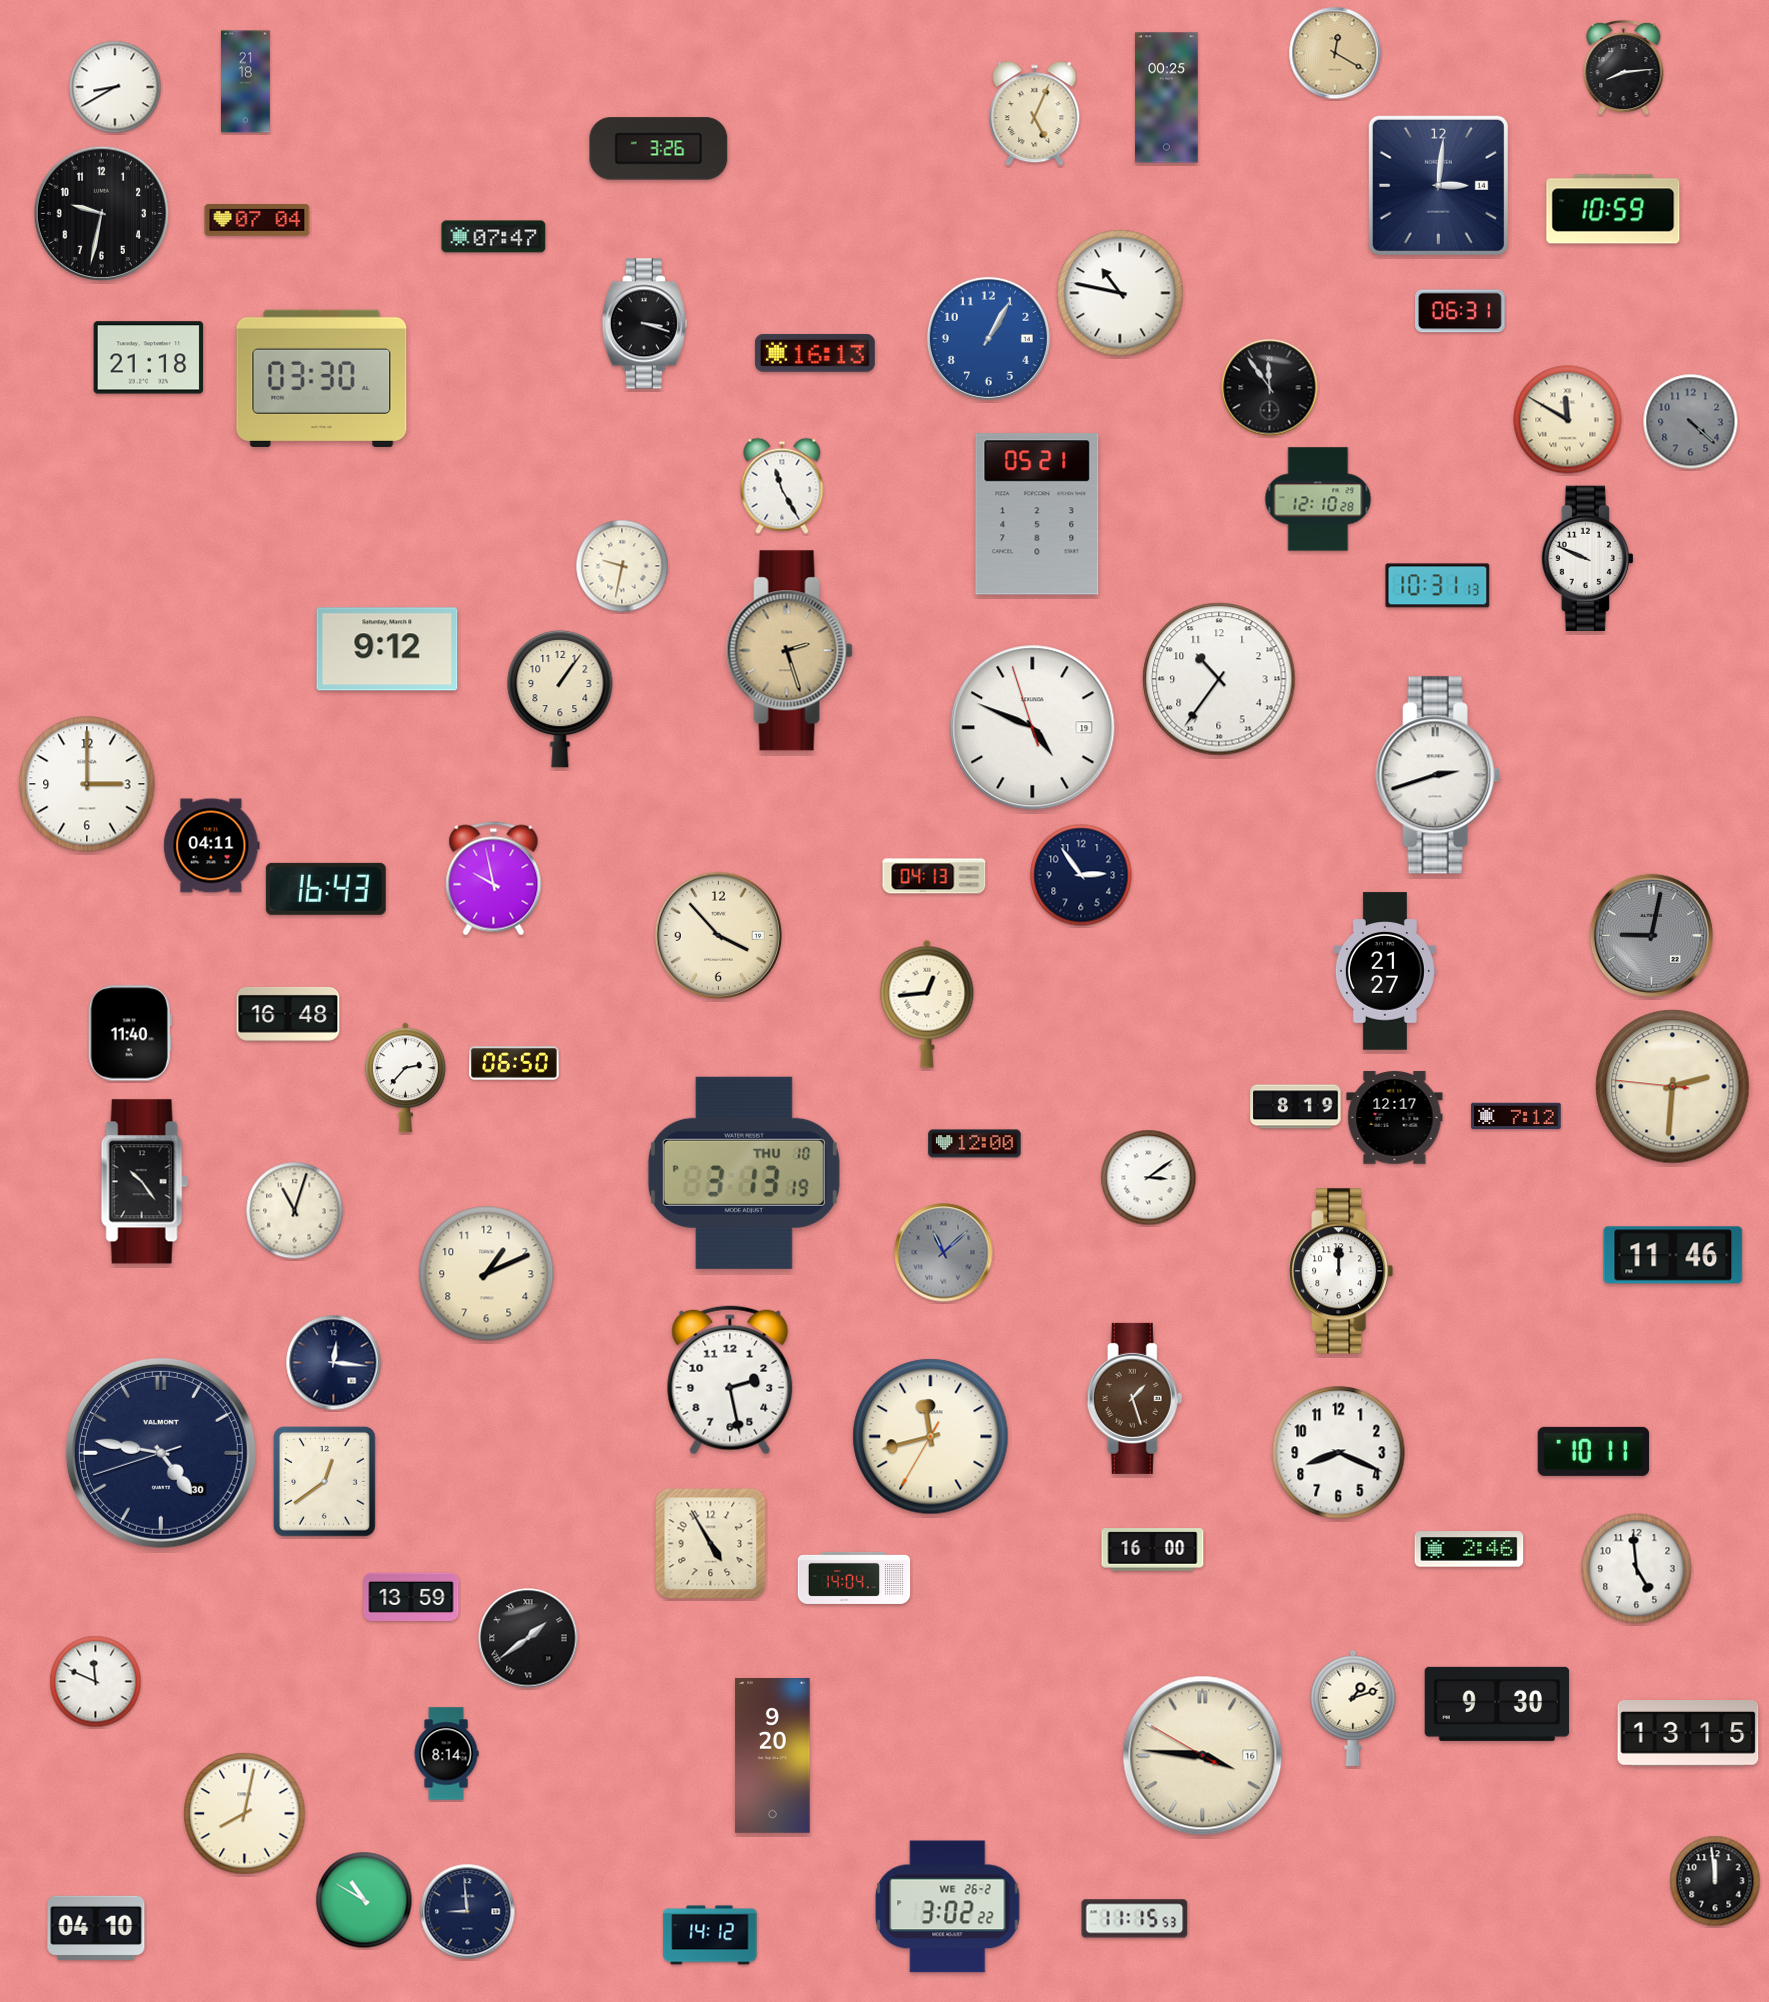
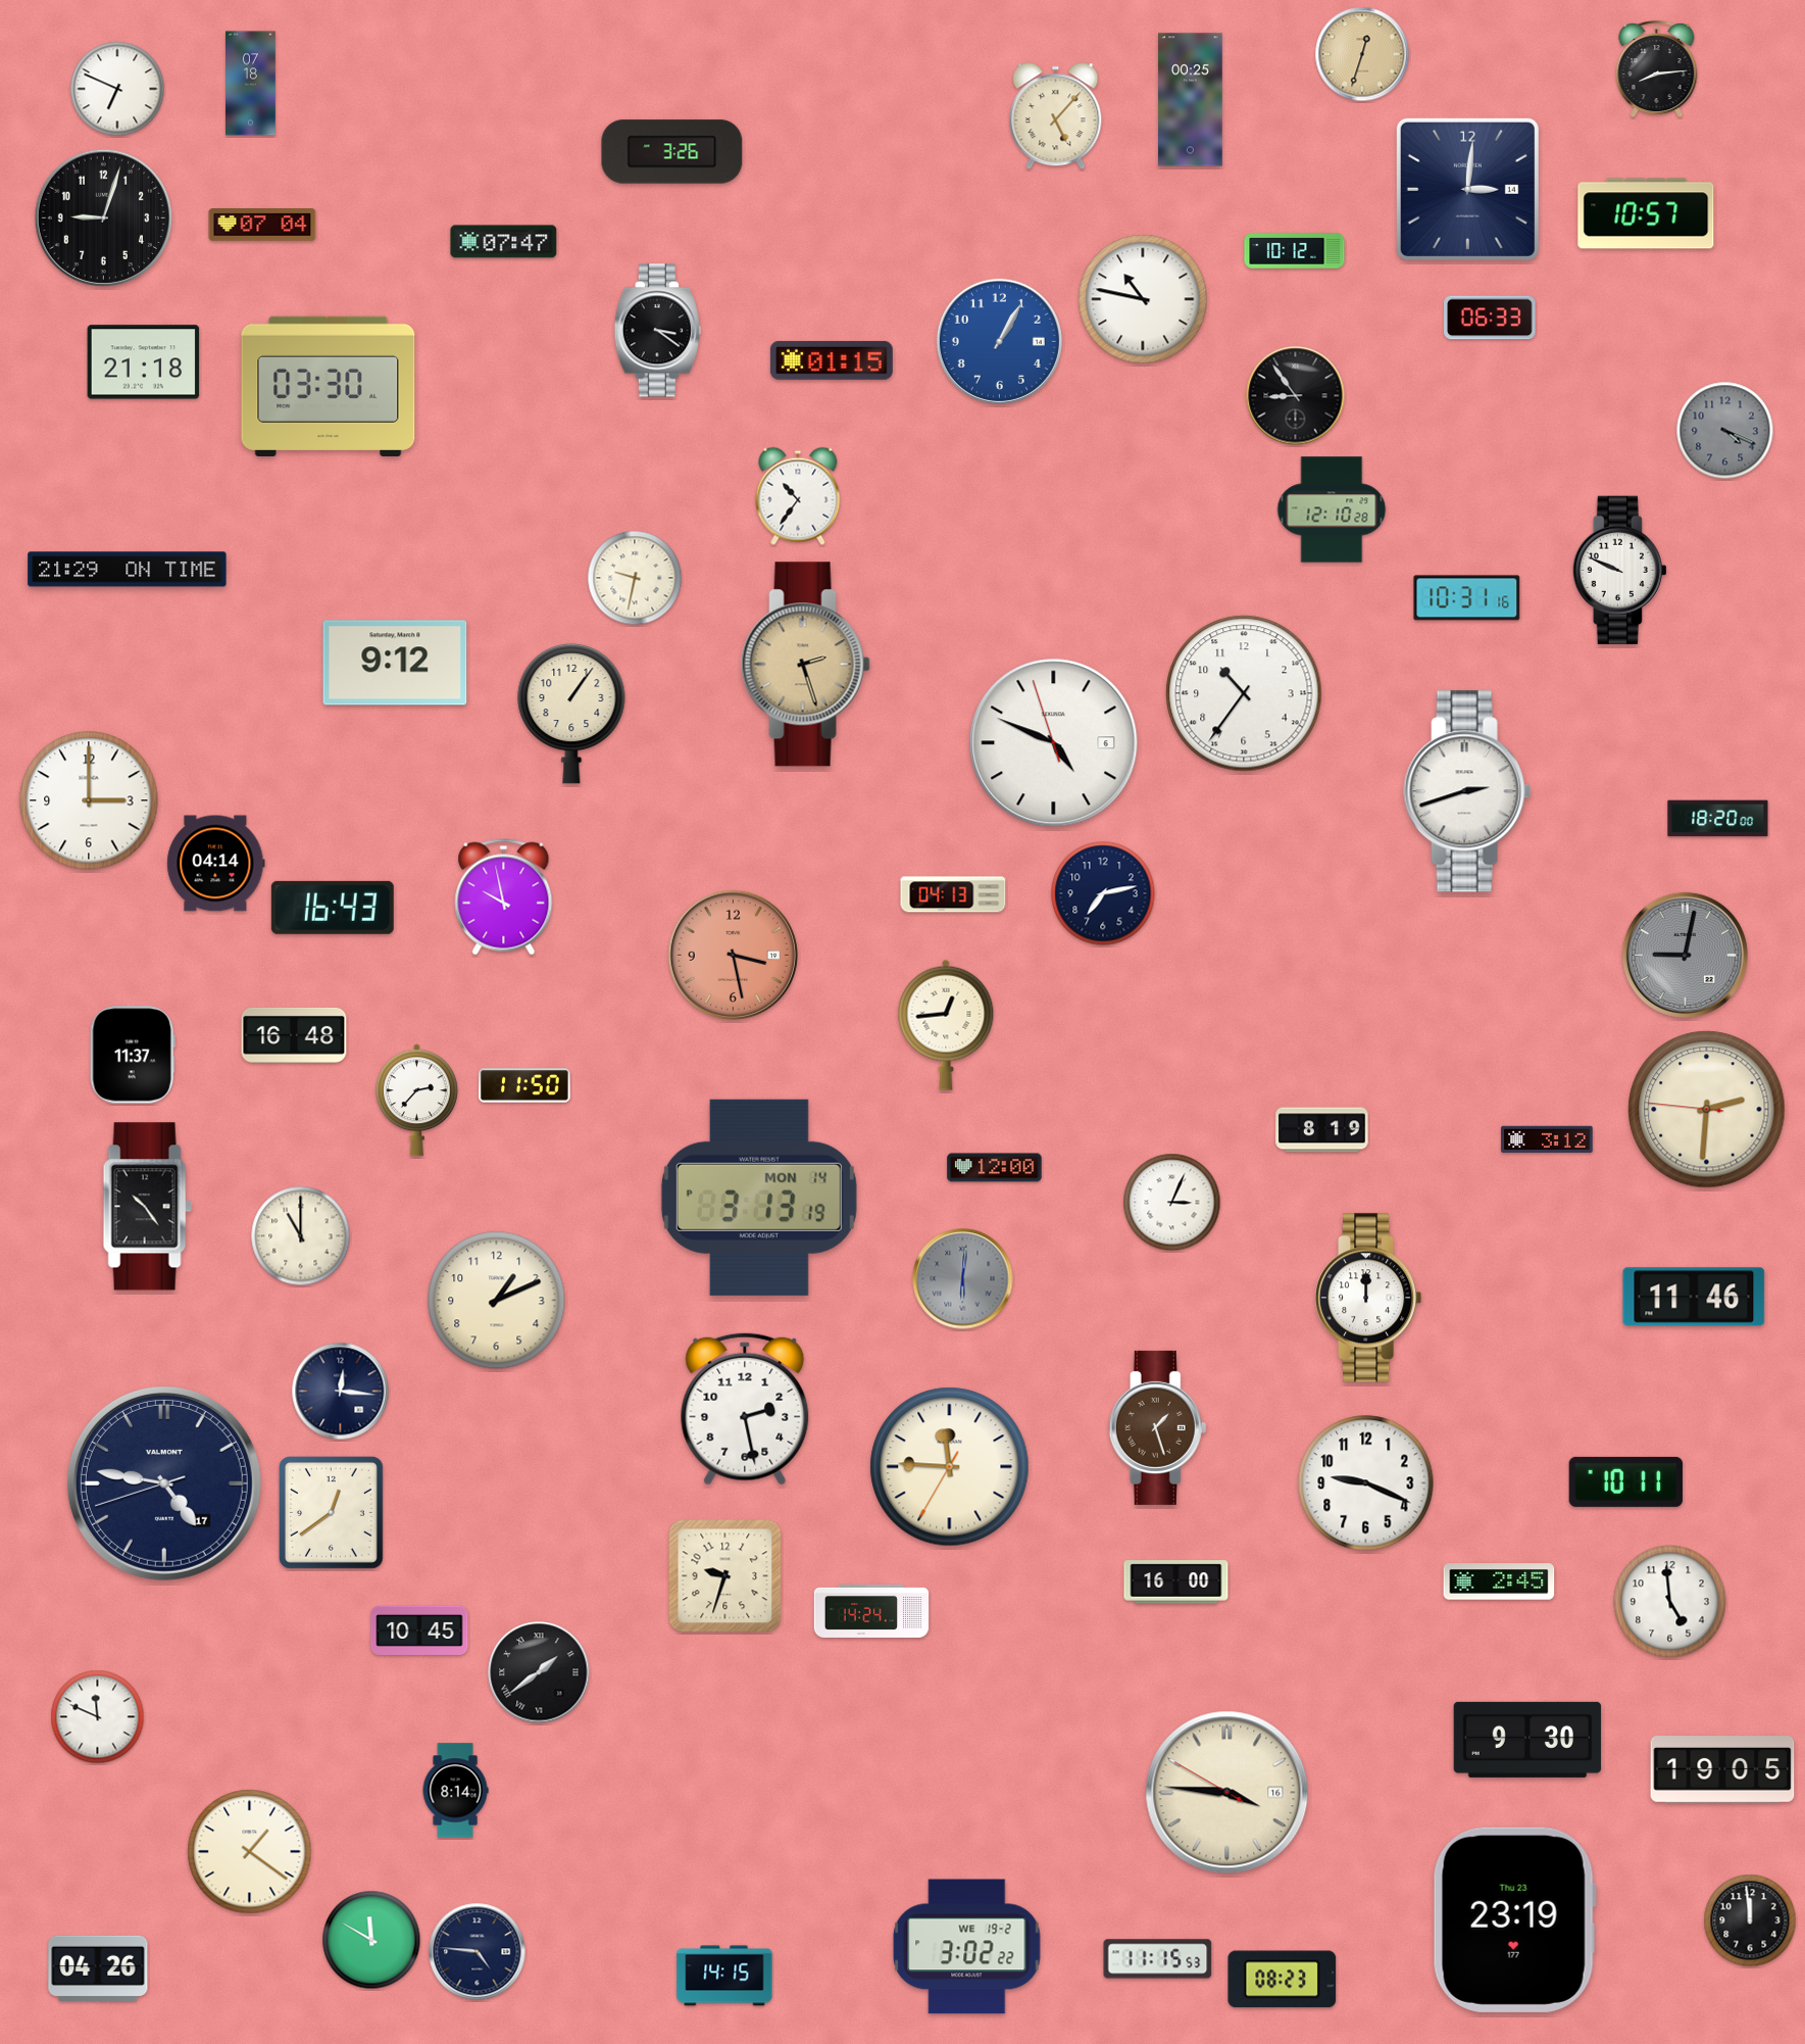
clock at (1335, 53): 12:20 -> 12:33
clock at (246, 82): 21:18 -> 07:18
clock at (115, 87): 8:40 -> 6:49
clock at (1035, 114): 5:04 -> 5:07
clock at (1613, 209): 10:59 -> 10:57
clock at (102, 214): 9:32 -> 9:03
clock at (1295, 251): none -> 10:12
clock at (1460, 311): 06:31 -> 06:33
clock at (644, 324): 3:18 -> 3:21
clock at (988, 338) position: (988, 338) -> (999, 341)
clock at (815, 353): 16:13 -> 01:15
clock at (149, 358) position: (149, 358) -> (144, 362)
clock at (1270, 388): 11:54 -> 8:54
clock at (1568, 420): 11:50 -> none
clock at (1691, 422): 4:22 -> 4:19
clock at (782, 486): 11:25 -> 10:36
clock at (1318, 499) position: (1318, 499) -> (1332, 509)
clock at (1037, 514): 05:21 -> none
clock at (128, 570): none -> 21:29
clock at (1438, 586): 10:31:13 -> 10:31:16
clock at (1033, 728) date: 19 -> 6
clock at (1718, 819): none -> 18:20
clock at (212, 846): 04:11 -> 04:14
clock at (1081, 875): 2:54 -> 7:13
clock at (718, 935): 3:53 -> 3:28
clock at (718, 935) dial: cream -> salmon
clock at (1385, 971): 21:27 -> none
clock at (130, 1033): 11:40 -> 11:37
clock at (514, 1063): 06:50 -> 11:50
clock at (406, 1078) position: (406, 1078) -> (417, 1101)
clock at (1516, 1116): 7:12 -> 3:12
clock at (1395, 1118): 12:17 -> none
clock at (744, 1173) date: THU 10 -> MON 14
clock at (1149, 1178): 3:09 -> 3:04
clock at (295, 1211): 11:03 -> 11:00
clock at (944, 1253): 11:08 -> 6:01
clock at (1673, 1255) position: (1673, 1255) -> (1694, 1297)
clock at (931, 1437): 11:42 -> 11:45
clock at (161, 1453) date: 30 -> 17
clock at (1339, 1453): 8:19 -> 9:19
clock at (711, 1544): 4:55 -> 9:33
clock at (1469, 1549): 2:46 -> 2:45
clock at (854, 1578): 14:04 -> 14:24
clock at (411, 1597): 13:59 -> 10:45
clock at (1353, 1708): 1:12 -> none
clock at (1688, 1734): 13:15 -> 19:05
clock at (773, 1756): 9:20 -> none
clock at (245, 1814): 8:02 -> 1:21
clock at (1514, 1919): none -> 23:19
clock at (364, 1900): 10:50 -> 11:50
clock at (948, 1907) date: WE 26-2 -> WE 19-2
clock at (468, 1912): 8:59 -> 4:46
clock at (96, 1928): 04:10 -> 04:26
clock at (710, 1935): 14:12 -> 14:15
clock at (1283, 1980): none -> 08:23
